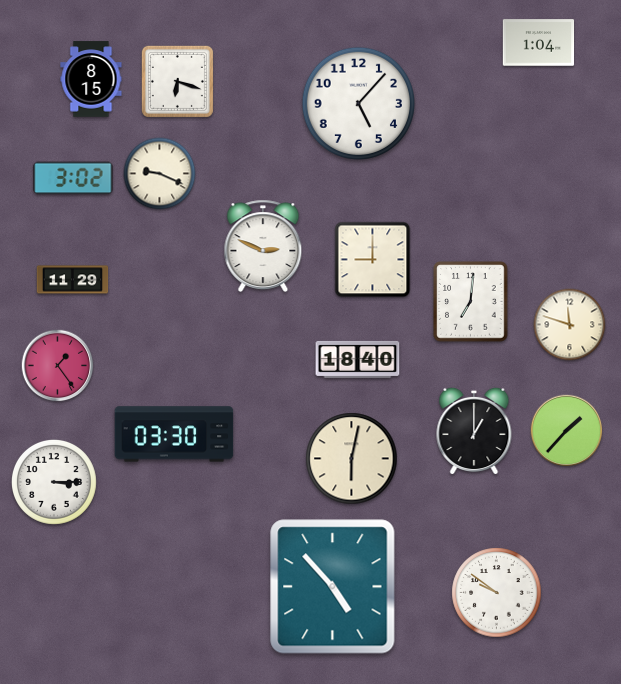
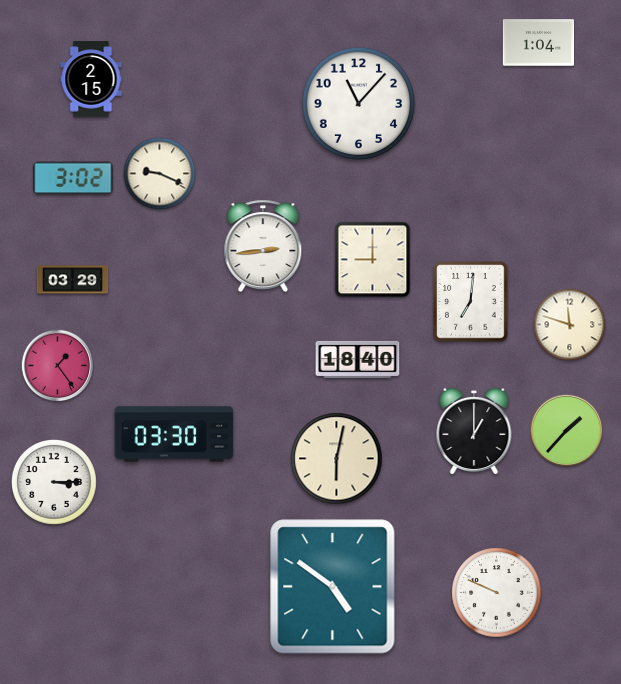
clock at (91, 79): 8:15 -> 2:15
clock at (177, 81): 6:18 -> none
clock at (358, 103): 5:07 -> 11:07
clock at (263, 246): 2:49 -> 2:44
clock at (73, 280): 11:29 -> 03:29
clock at (352, 459) position: (352, 459) -> (337, 459)
clock at (333, 587): 4:53 -> 4:51
clock at (497, 593): 9:51 -> 9:49
